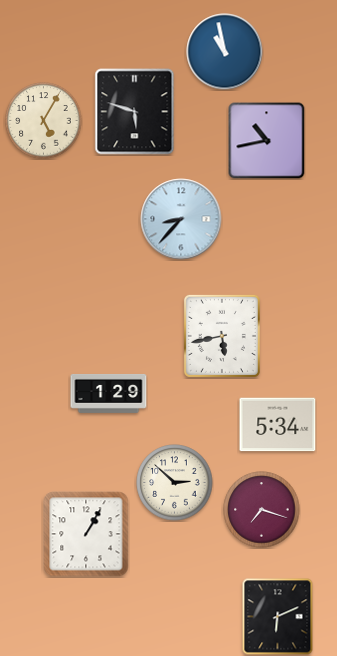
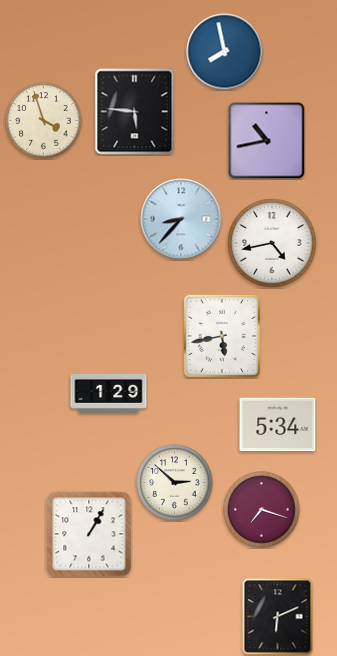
clock at (225, 52): 10:58 -> 7:58
clock at (135, 112): 5:48 -> 5:46
clock at (44, 121): 5:05 -> 3:57
clock at (272, 243): none -> 4:43
clock at (86, 534) position: (86, 534) -> (89, 534)
